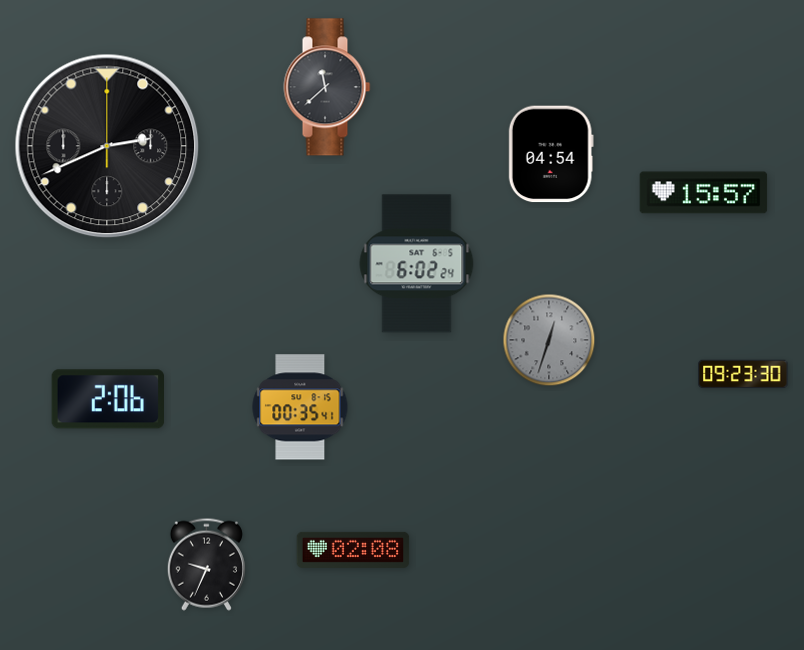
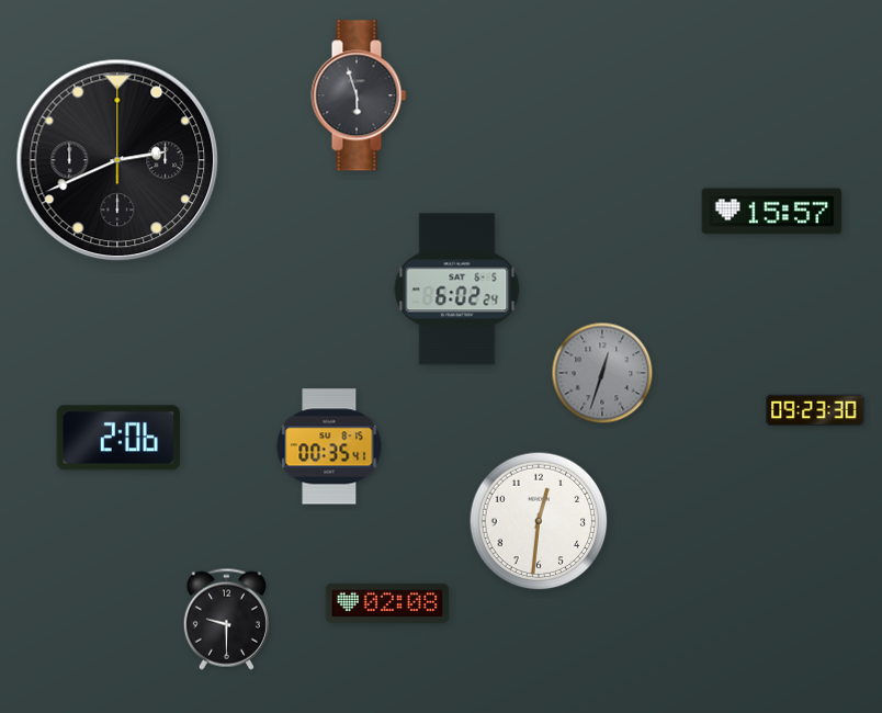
clock at (327, 87): 11:38 -> 5:57
clock at (551, 154): 04:54 -> none
clock at (539, 521): none -> 12:31
clock at (206, 564): 9:34 -> 9:30
